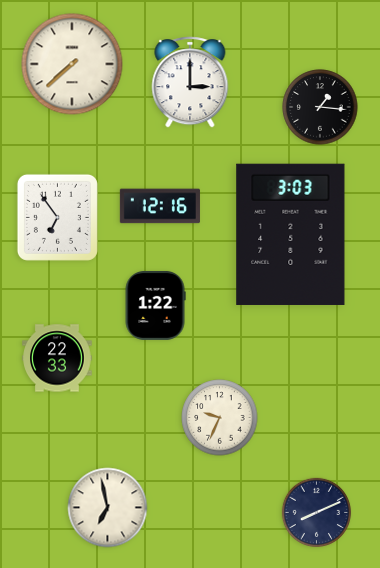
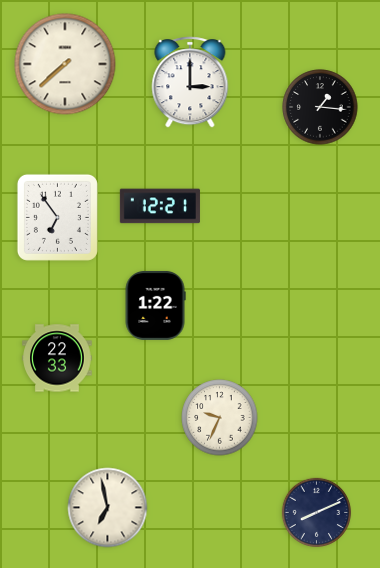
clock at (72, 64) position: (72, 64) -> (65, 64)
clock at (160, 206): 12:16 -> 12:21
clock at (291, 234): 3:03 -> none
